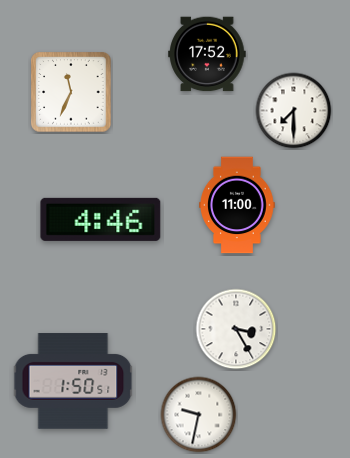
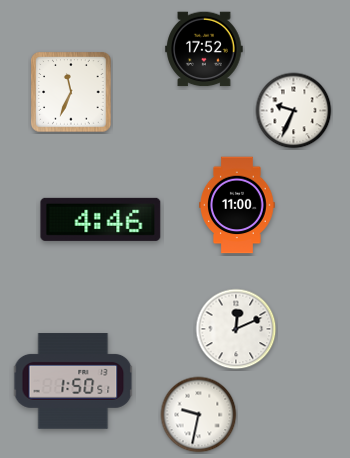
clock at (207, 54) position: (207, 54) -> (204, 49)
clock at (294, 111): 7:30 -> 9:34
clock at (236, 329): 3:25 -> 12:11
